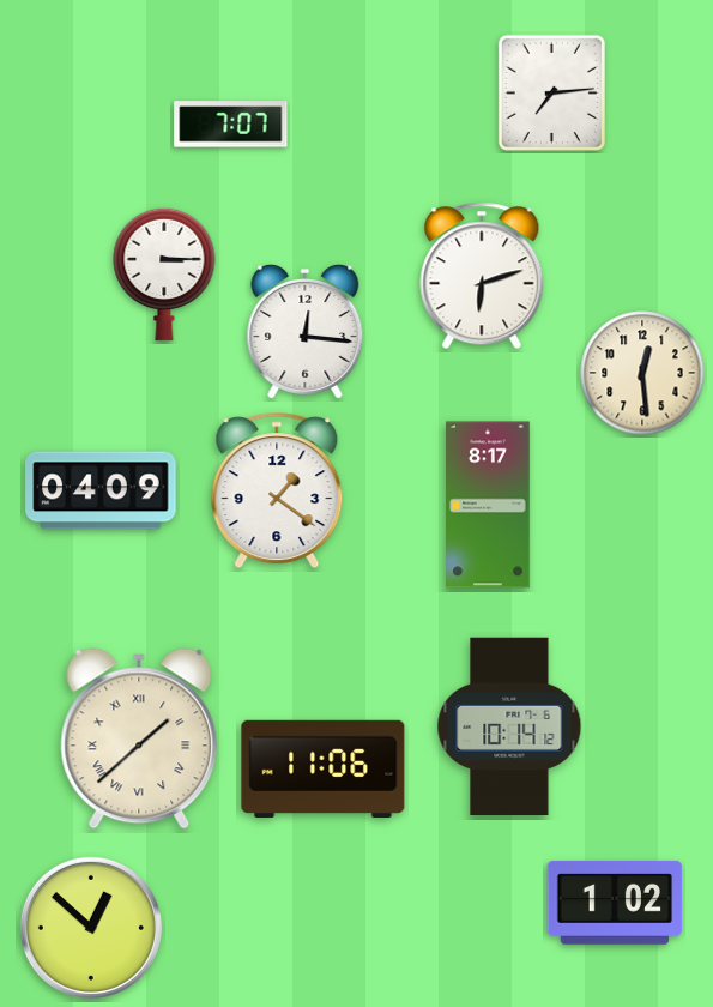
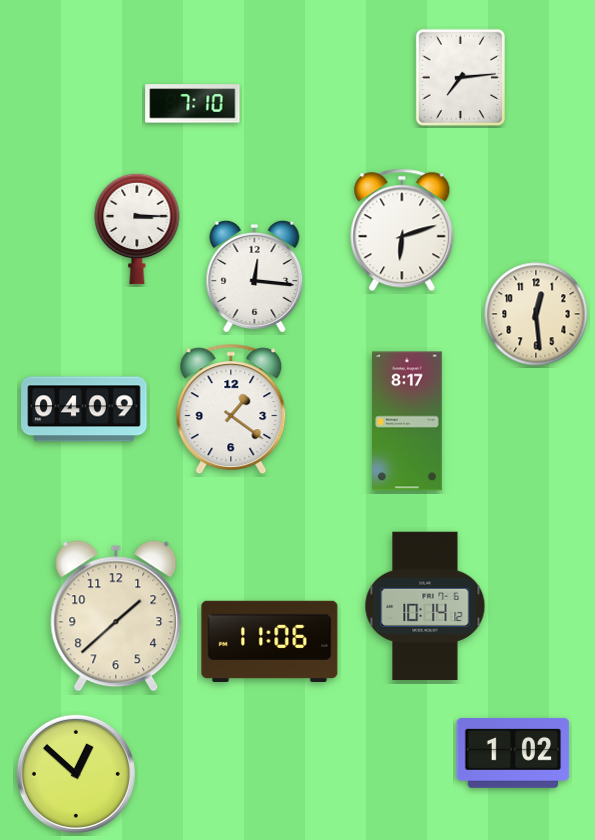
clock at (231, 125): 7:07 -> 7:10
clock at (642, 373) position: (642, 373) -> (536, 314)
clock at (139, 738) numerals: Roman -> Arabic
